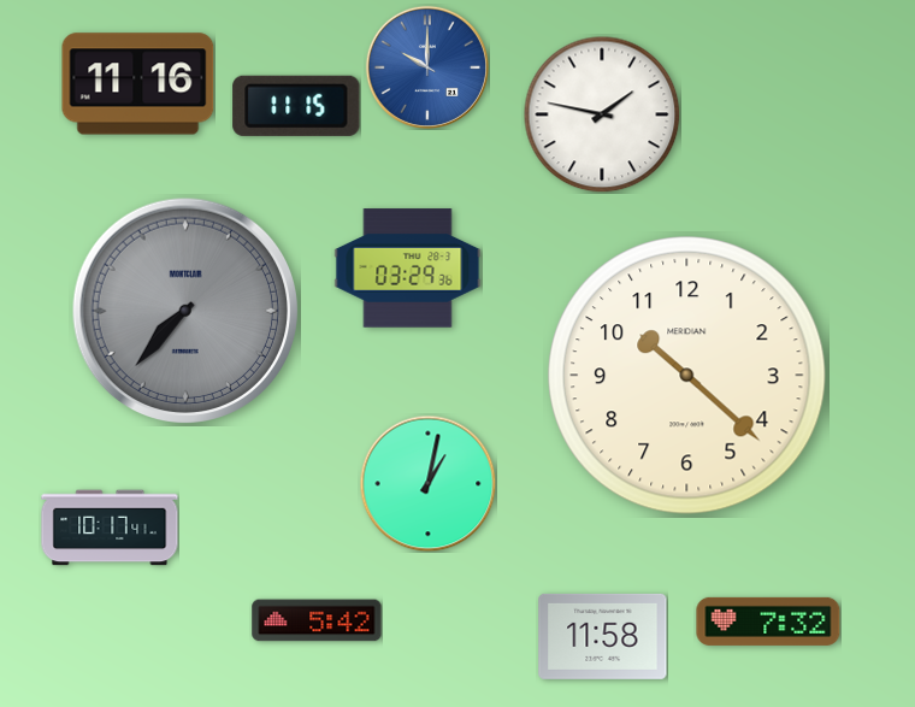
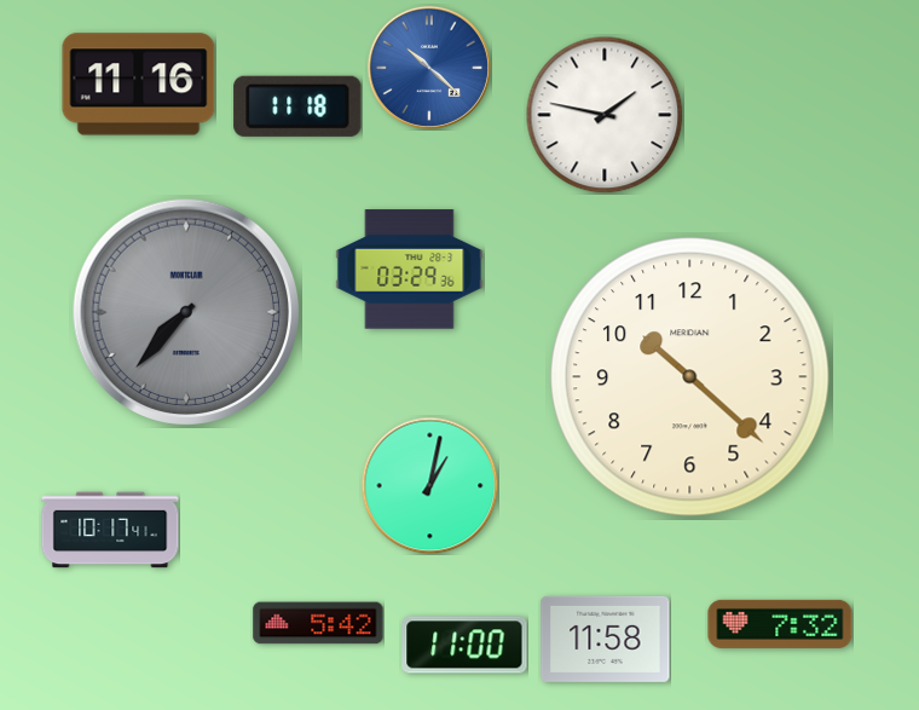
clock at (427, 67): 10:00 -> 10:22
clock at (296, 106): 11:15 -> 11:18
clock at (768, 621) position: (768, 621) -> (780, 624)
clock at (464, 645): none -> 11:00
